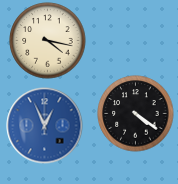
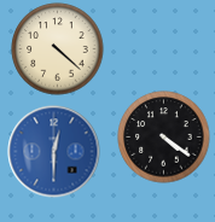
clock at (48, 41): 4:17 -> 4:22
clock at (45, 126): 12:56 -> 12:30
